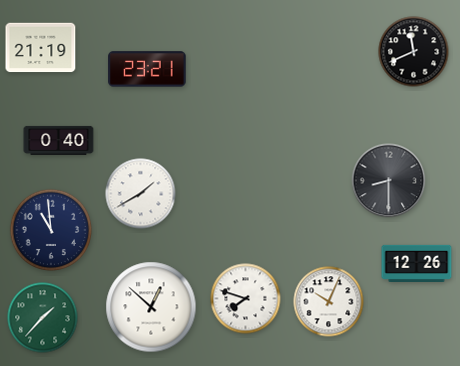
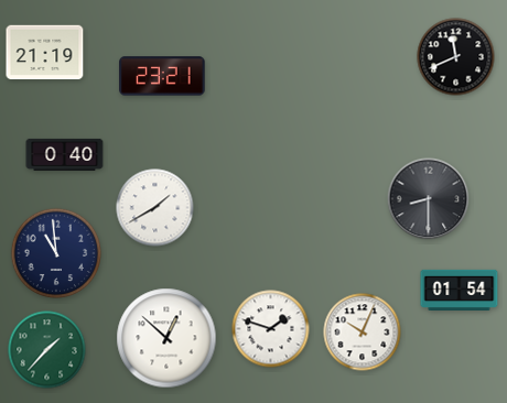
clock at (141, 194) position: (141, 194) -> (155, 208)
clock at (417, 263): 12:26 -> 01:54
clock at (246, 299): 7:48 -> 1:48
